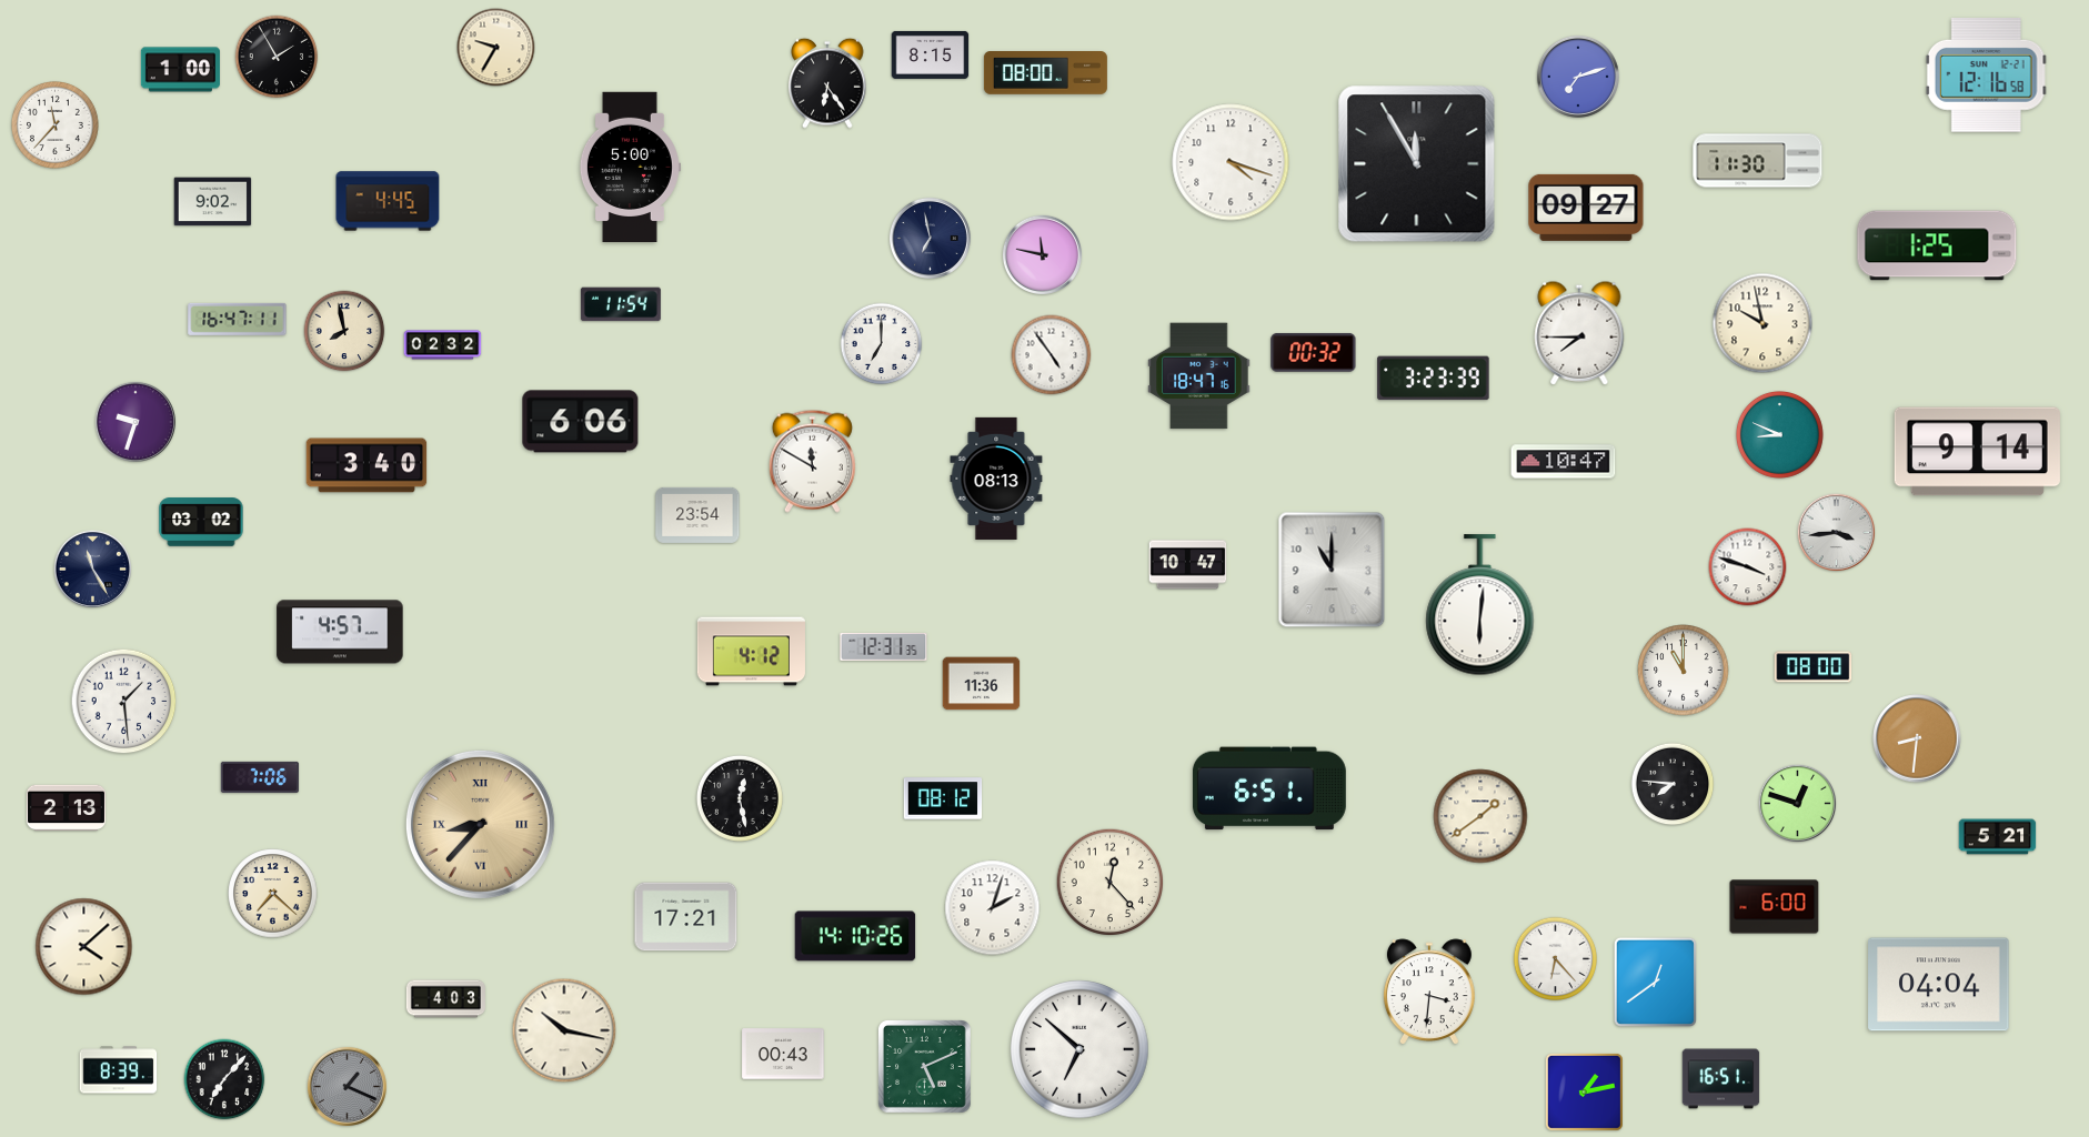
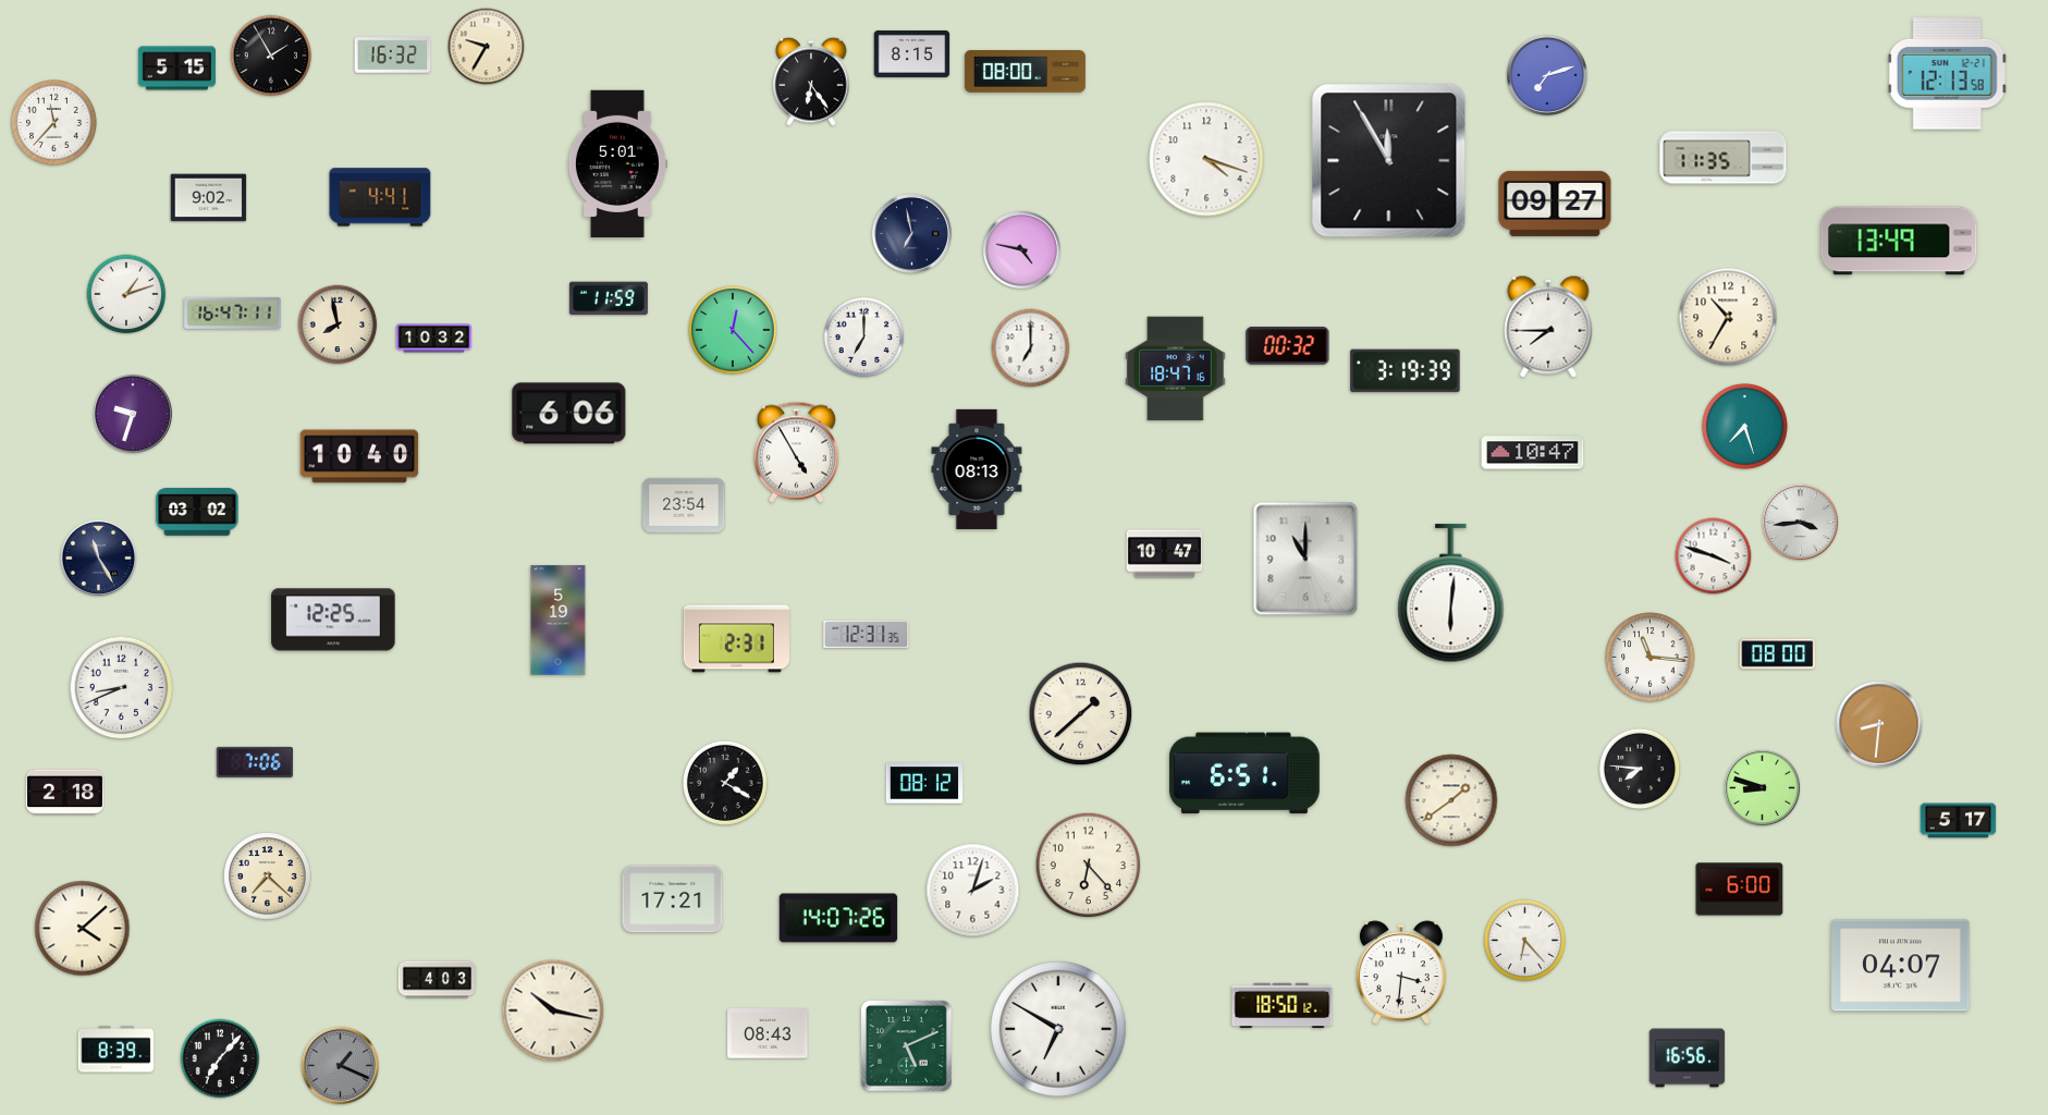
clock at (393, 56): none -> 16:32
clock at (180, 70): 1:00 -> 5:15
clock at (1986, 76): 12:16 -> 12:13
clock at (1758, 161): 11:30 -> 11:35
clock at (630, 168): 5:00 -> 5:01
clock at (388, 201): 4:45 -> 4:41
clock at (1937, 245): 1:25 -> 13:49
clock at (1042, 254): 11:47 -> 4:47
clock at (126, 294): none -> 1:12
clock at (621, 304): 11:54 -> 11:59
clock at (1762, 323): 9:58 -> 10:35
clock at (733, 330): none -> 12:23
clock at (443, 345): 02:32 -> 10:32
clock at (1052, 355): 4:54 -> 7:00
clock at (1434, 379): 3:23 -> 3:19
clock at (1779, 434): 8:49 -> 7:27
clock at (1977, 452): 9:14 -> none
clock at (812, 461): 11:50 -> 4:55
clock at (366, 465): 3:40 -> 10:40
clock at (93, 570) position: (93, 570) -> (99, 559)
clock at (340, 632): 4:57 -> 12:25
clock at (559, 621): none -> 5:19
clock at (751, 652): 4:12 -> 2:31
clock at (1684, 671): 11:00 -> 11:16
clock at (982, 684): 11:36 -> none
clock at (124, 702): 1:29 -> 8:41
clock at (1081, 714): none -> 1:38
clock at (740, 798): 12:28 -> 1:20
clock at (1798, 804): 12:48 -> 8:48
clock at (66, 808): 2:13 -> 2:18
clock at (480, 824): 8:37 -> none
clock at (1998, 837): 5:21 -> 5:17
clock at (1111, 883): 12:23 -> 6:23
clock at (855, 936): 14:10 -> 14:07
clock at (1655, 982): 12:39 -> none
clock at (1939, 985): 04:04 -> 04:07
clock at (1283, 1006): none -> 18:50
clock at (1079, 1049): 6:52 -> 6:50
clock at (783, 1054): 00:43 -> 08:43
clock at (1721, 1079): 16:51 -> 16:56
clock at (1584, 1091): 1:13 -> none
